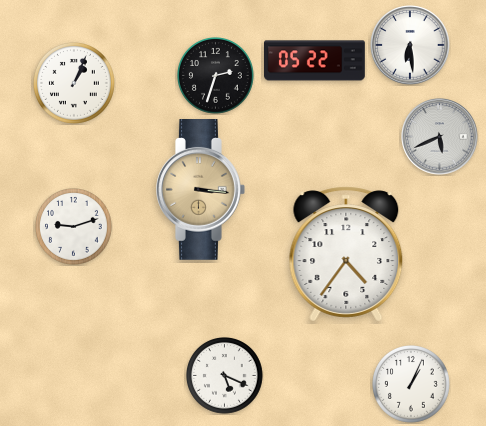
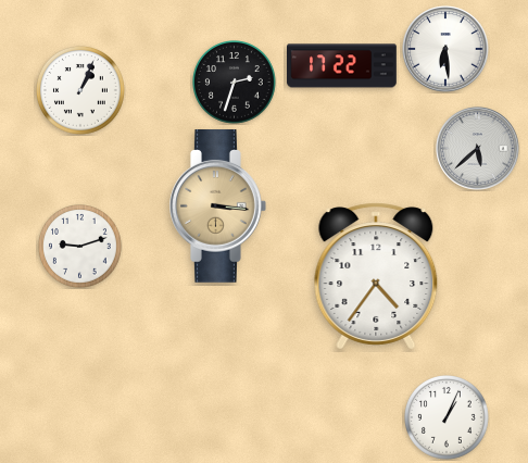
clock at (315, 61): 05:22 -> 17:22
clock at (440, 137): 5:41 -> 5:38
clock at (225, 376): 5:19 -> none
